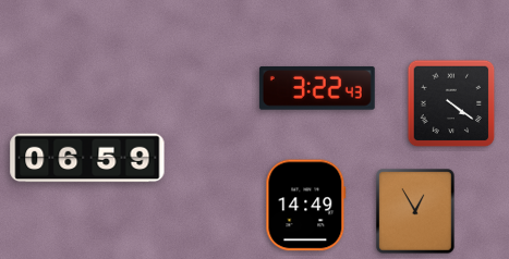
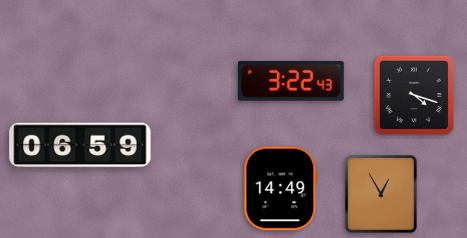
clock at (451, 103): 4:21 -> 4:18
